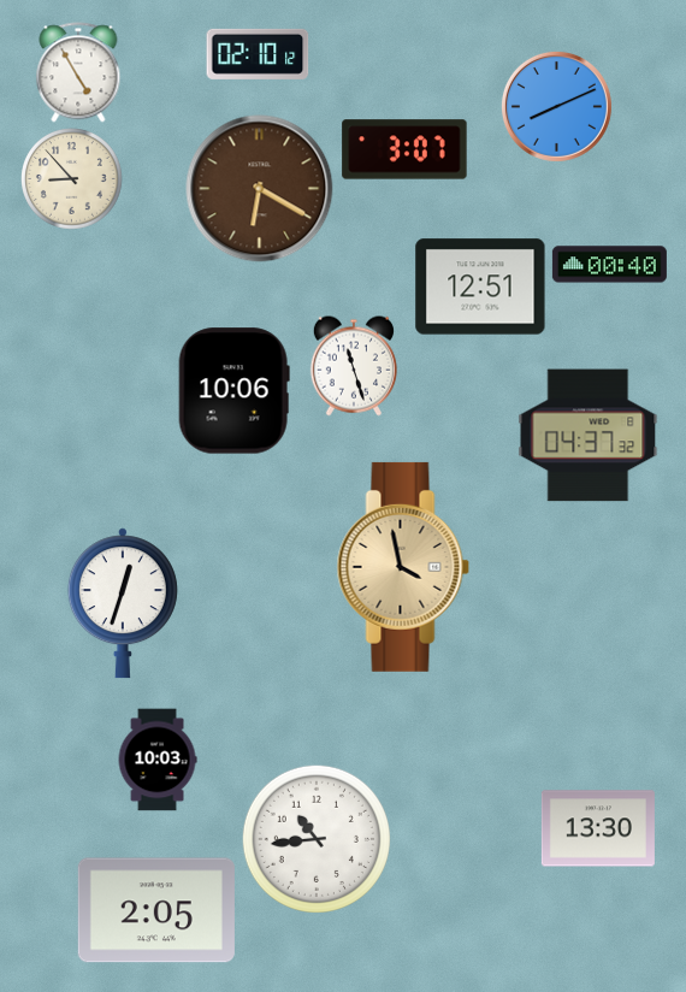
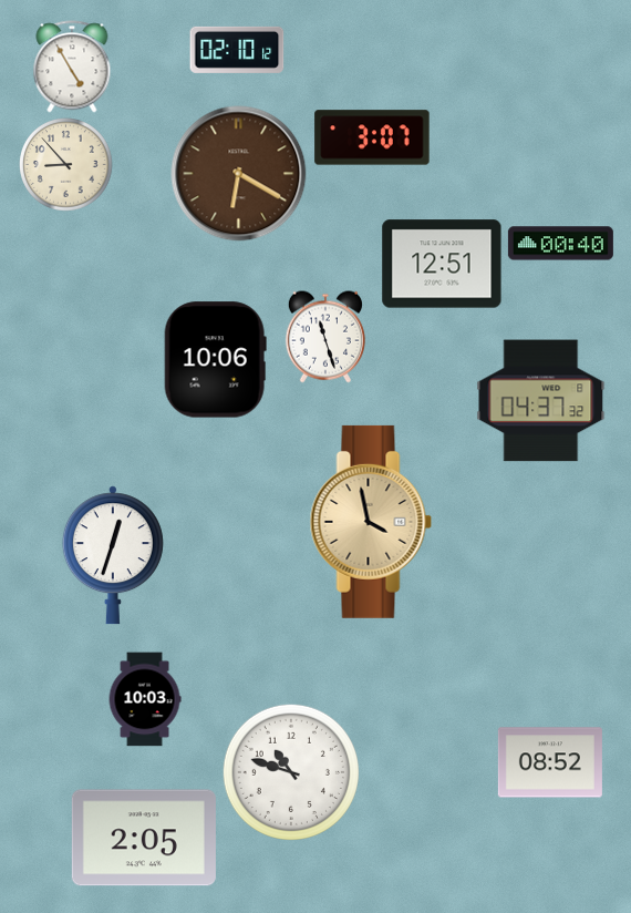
clock at (556, 106): 8:11 -> none
clock at (598, 828): 13:30 -> 08:52
clock at (317, 839): 10:44 -> 10:48
